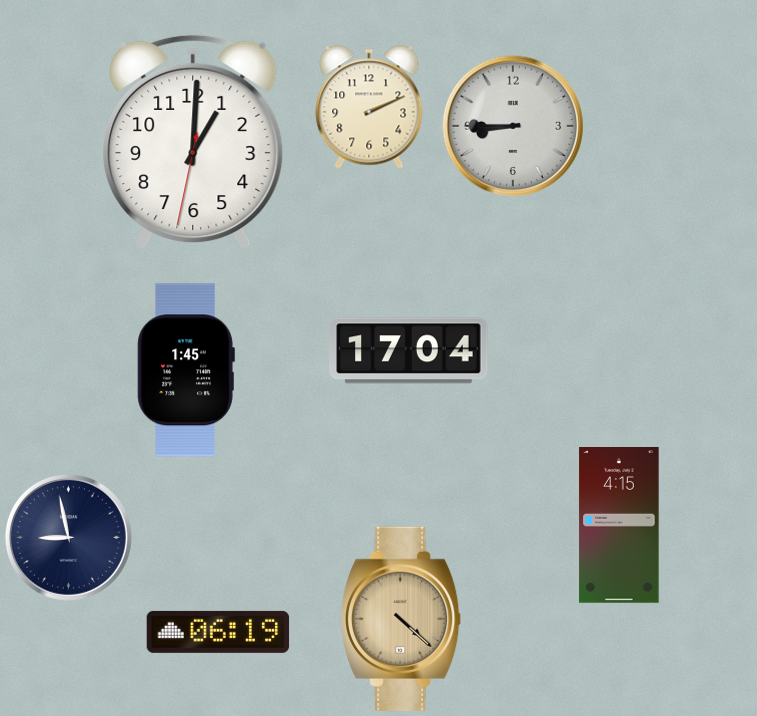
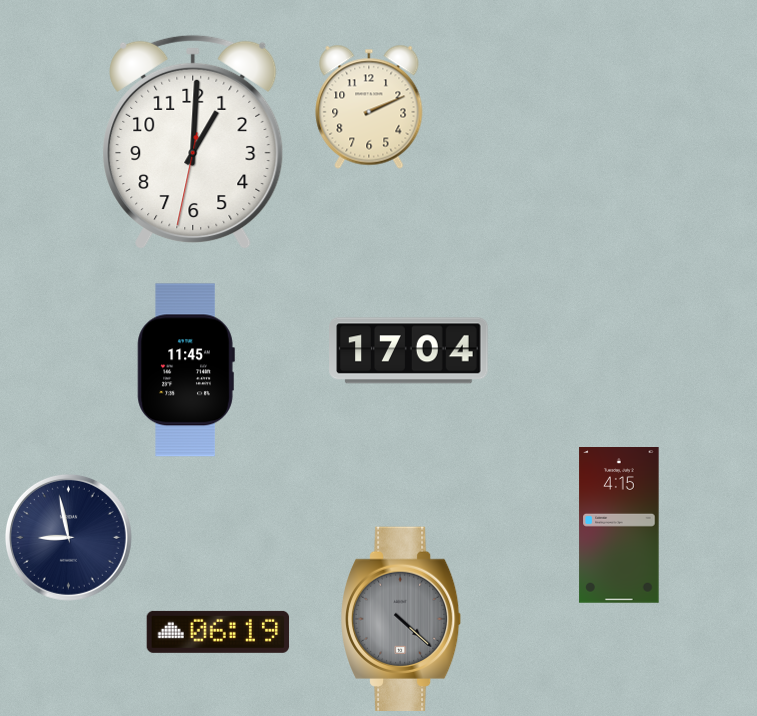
clock at (512, 125): 8:45 -> none
clock at (186, 370): 1:45 -> 11:45
clock at (401, 618) dial: champagne -> grey
